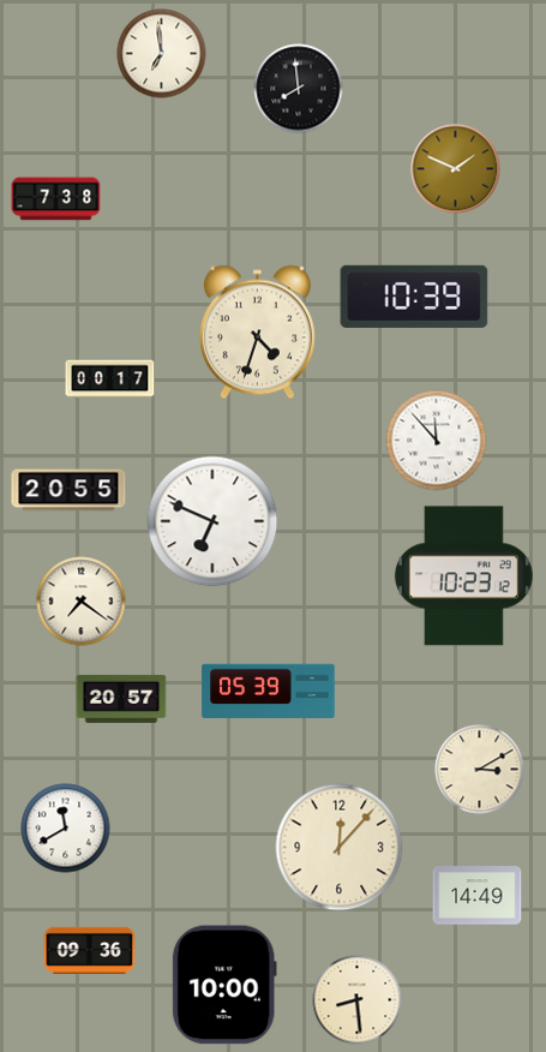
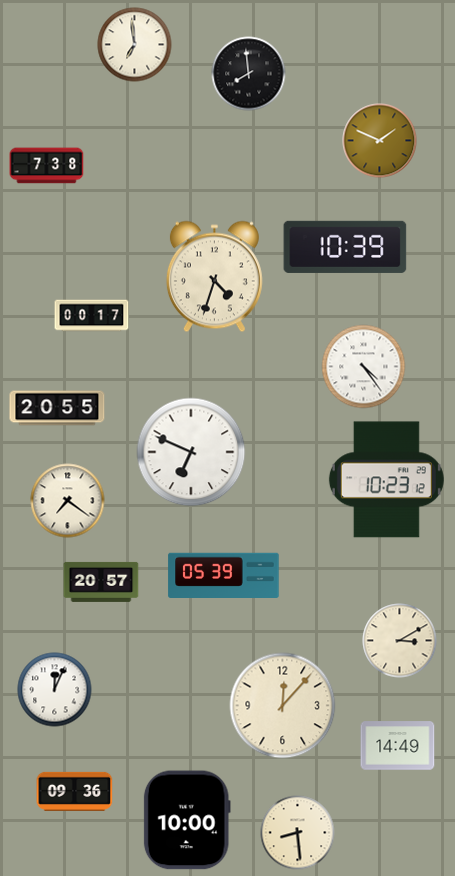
clock at (437, 441): 11:53 -> 4:24
clock at (212, 521) position: (212, 521) -> (191, 452)
clock at (66, 829): 11:40 -> 12:04
